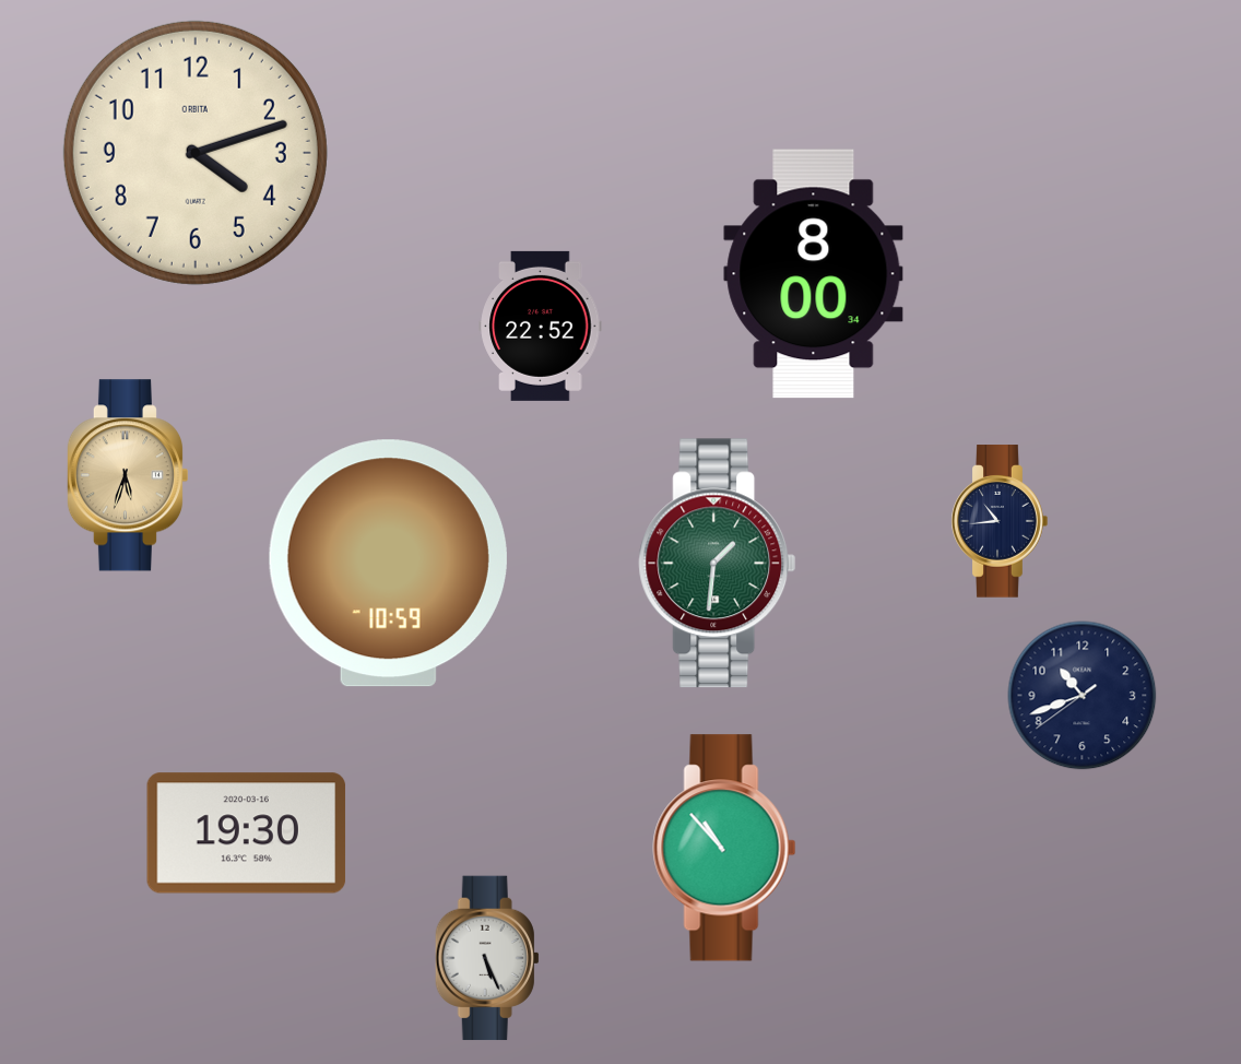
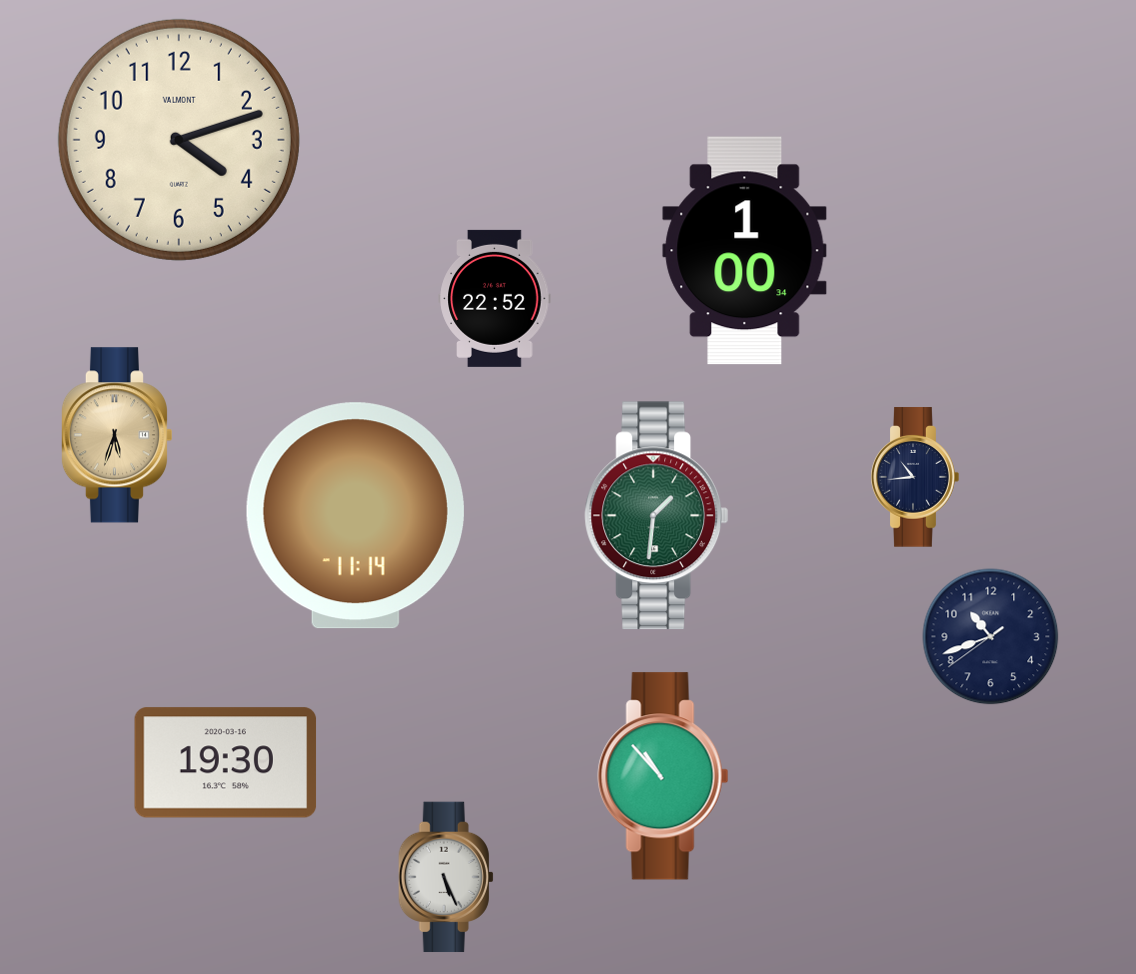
clock at (196, 153) brand: ORBITA -> VALMONT
clock at (814, 274): 8:00 -> 1:00
clock at (388, 564): 10:59 -> 11:14
